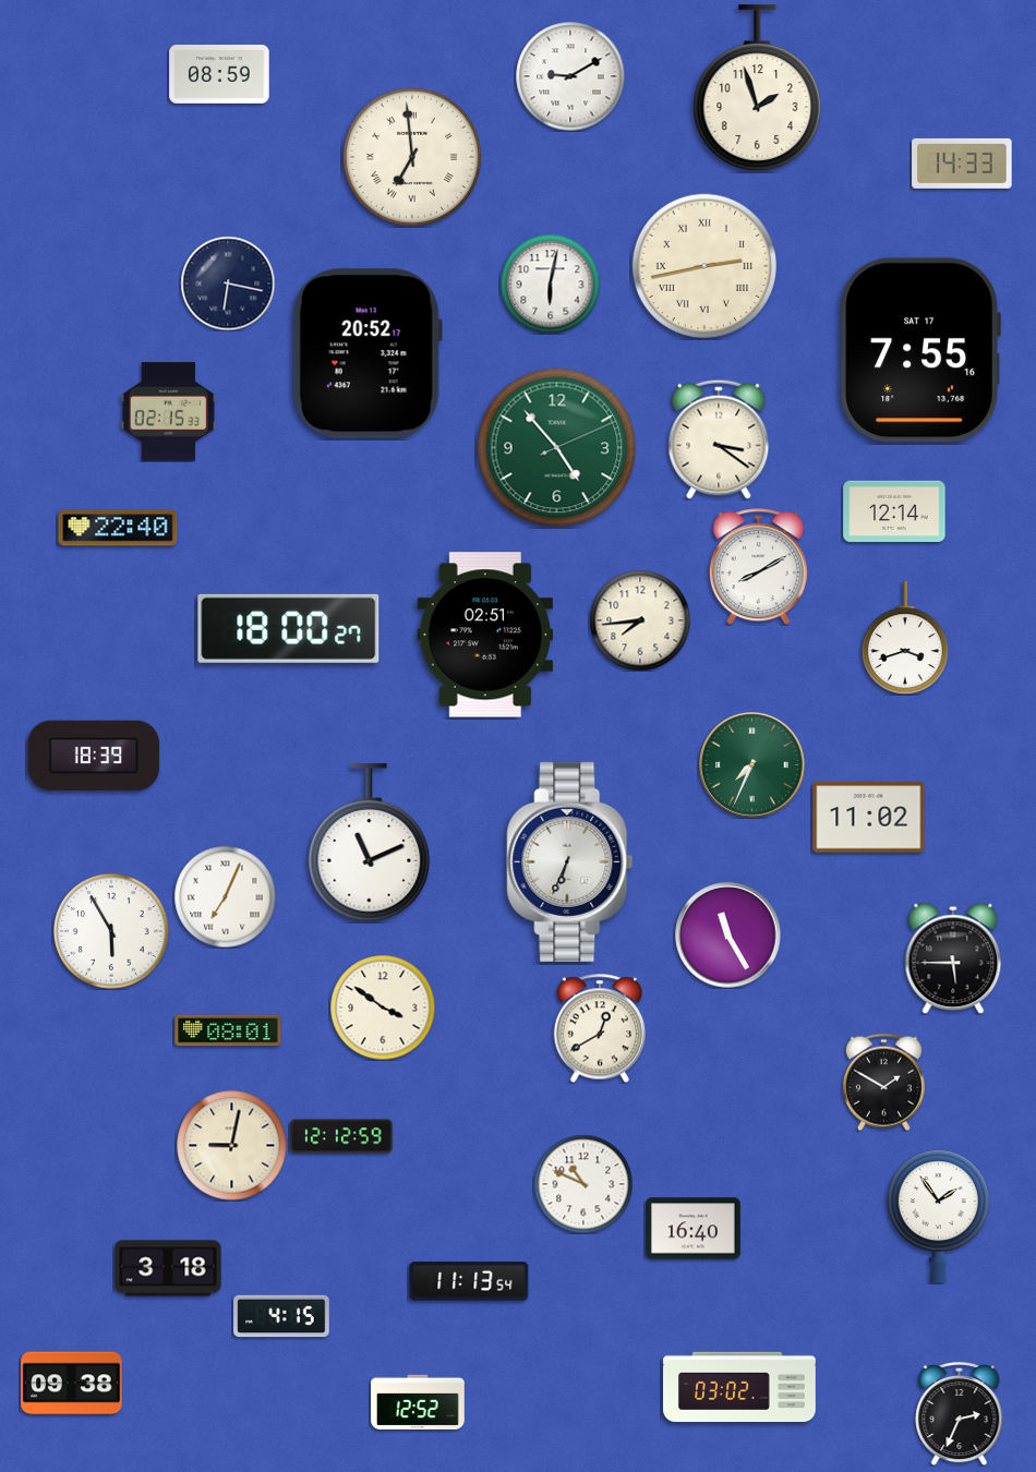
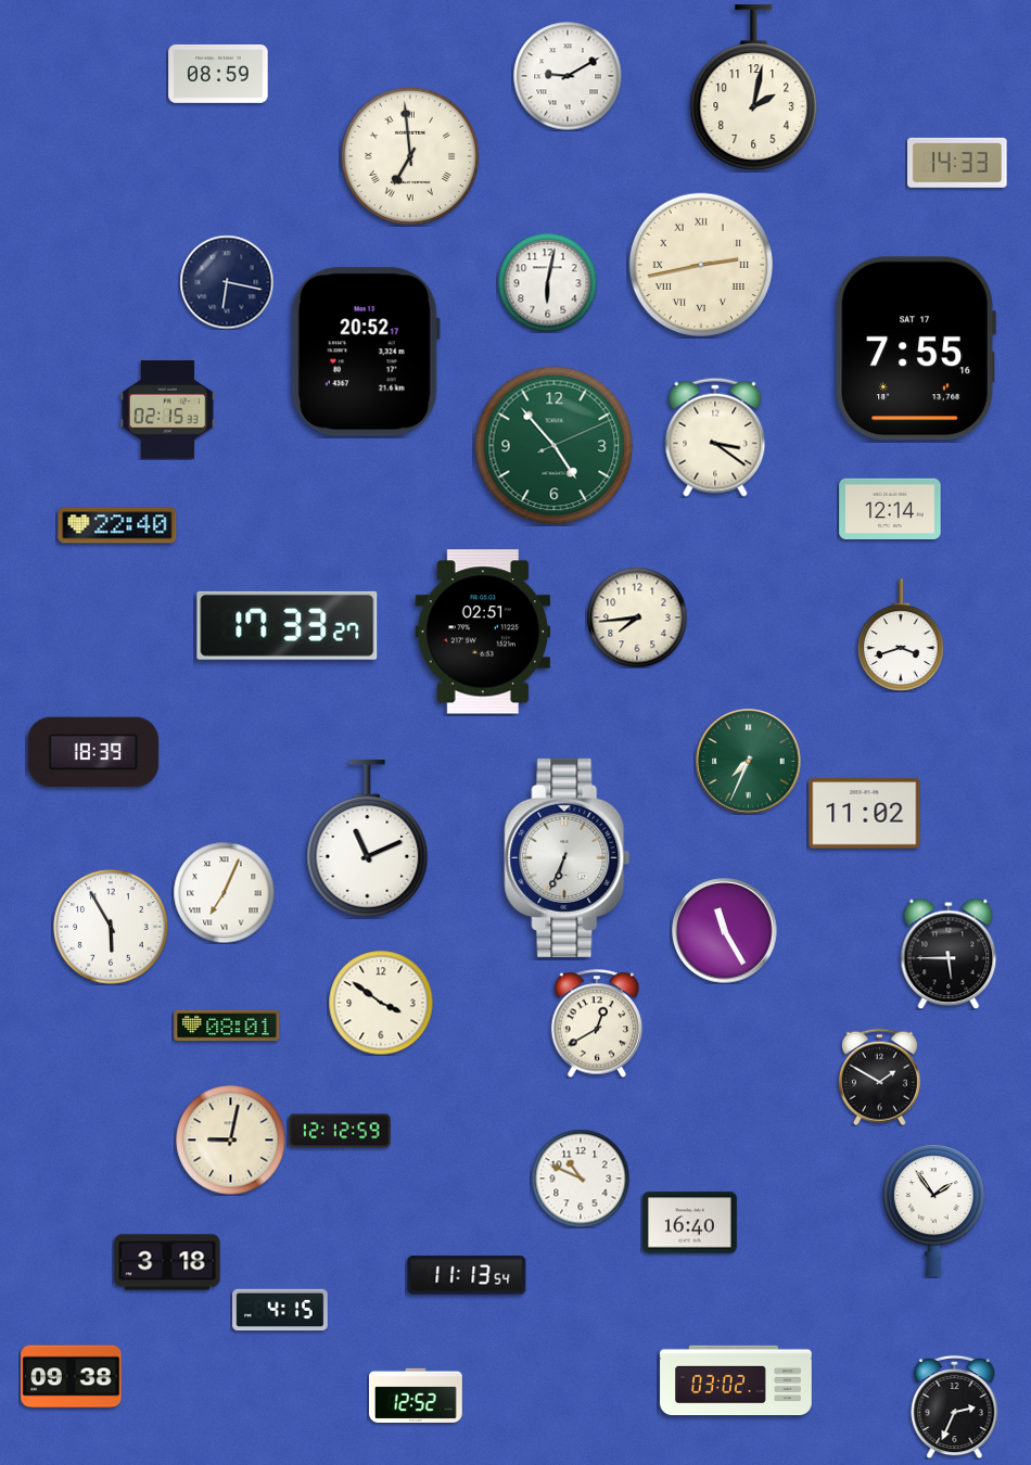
clock at (758, 88): 1:57 -> 2:02
clock at (758, 567): 8:10 -> none
clock at (289, 628): 18:00 -> 17:33
